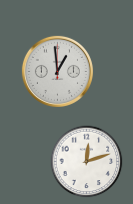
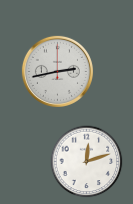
clock at (57, 71): 12:59 -> 2:43
